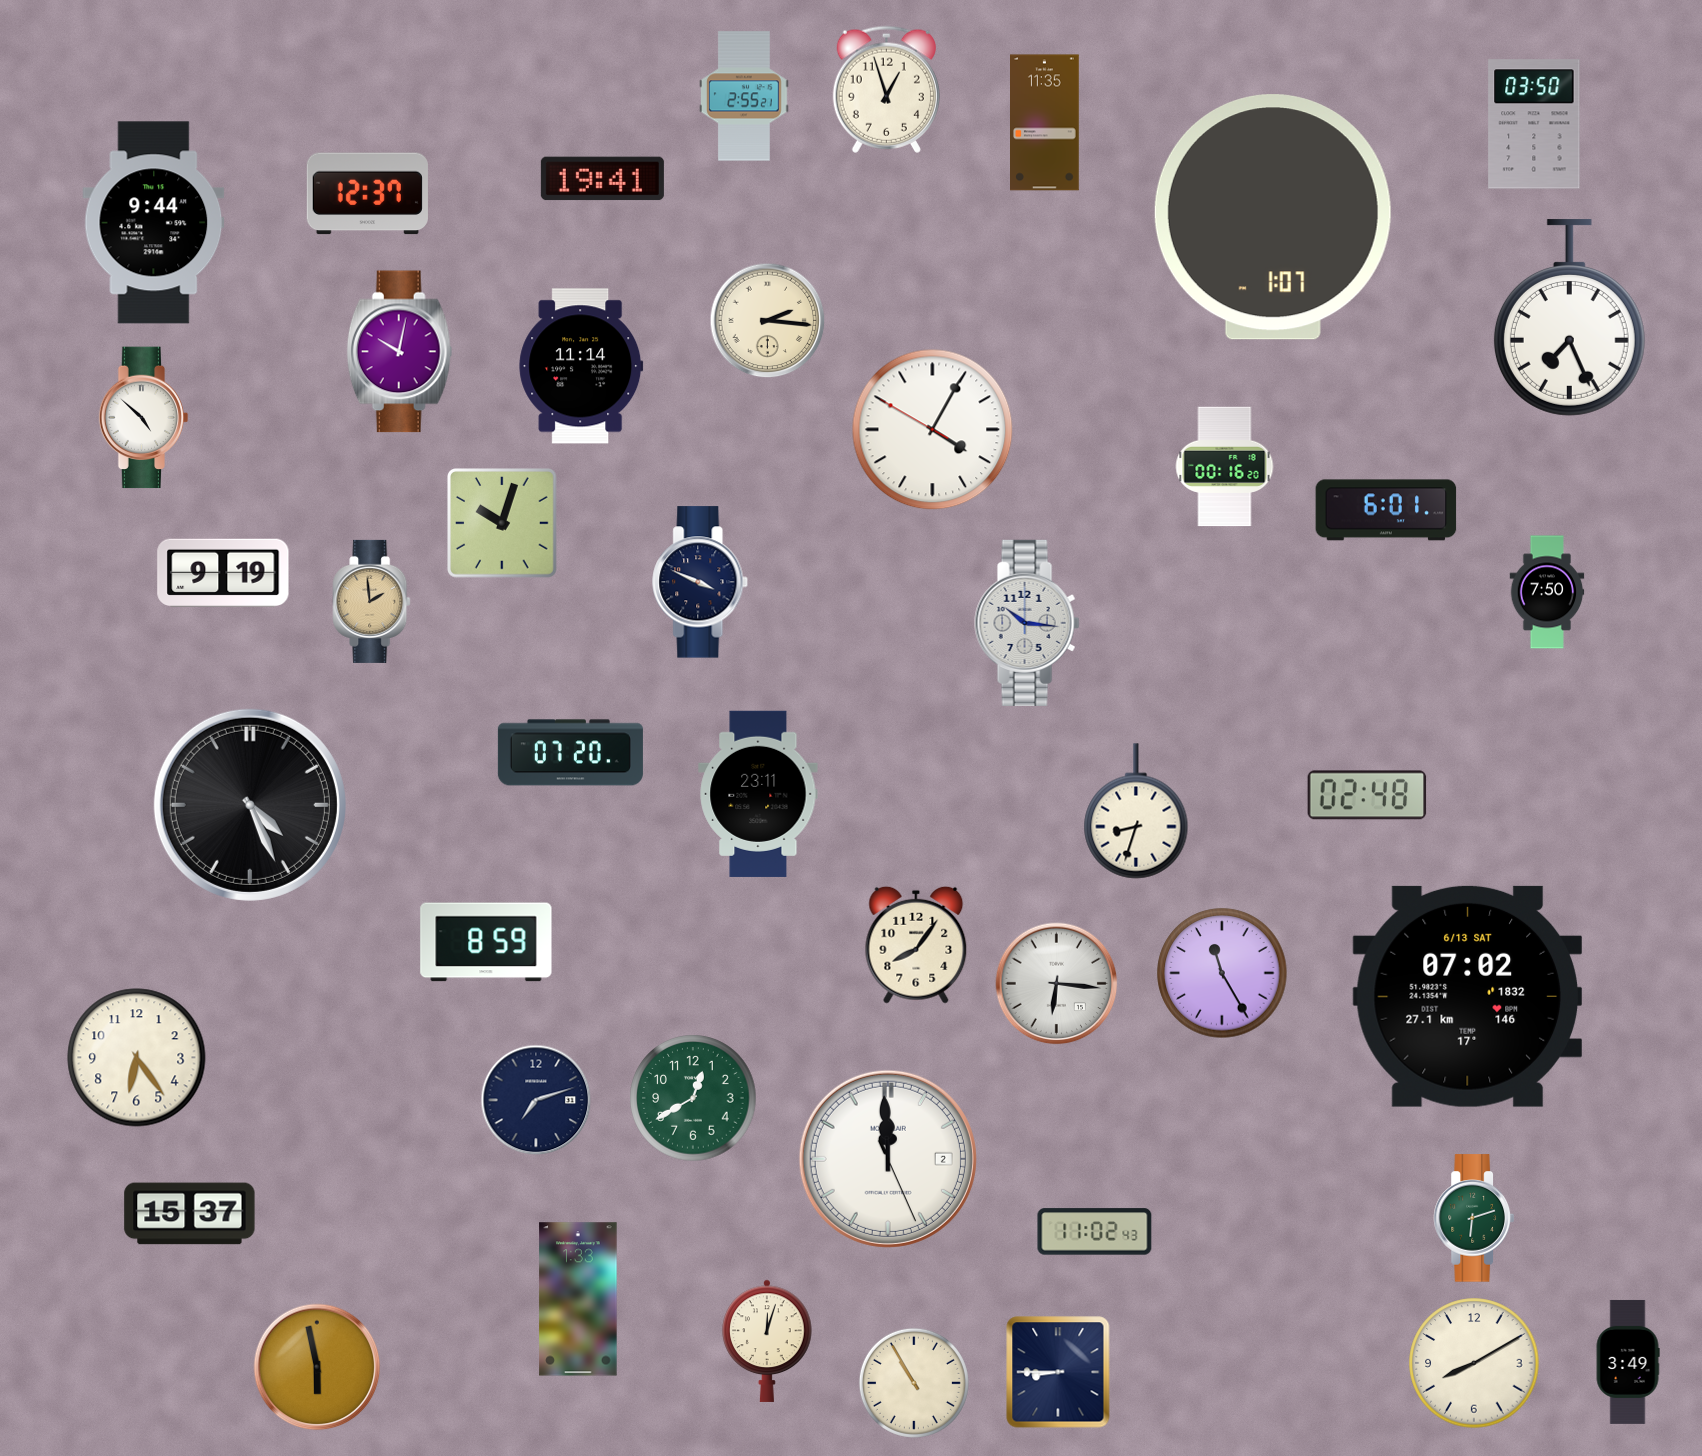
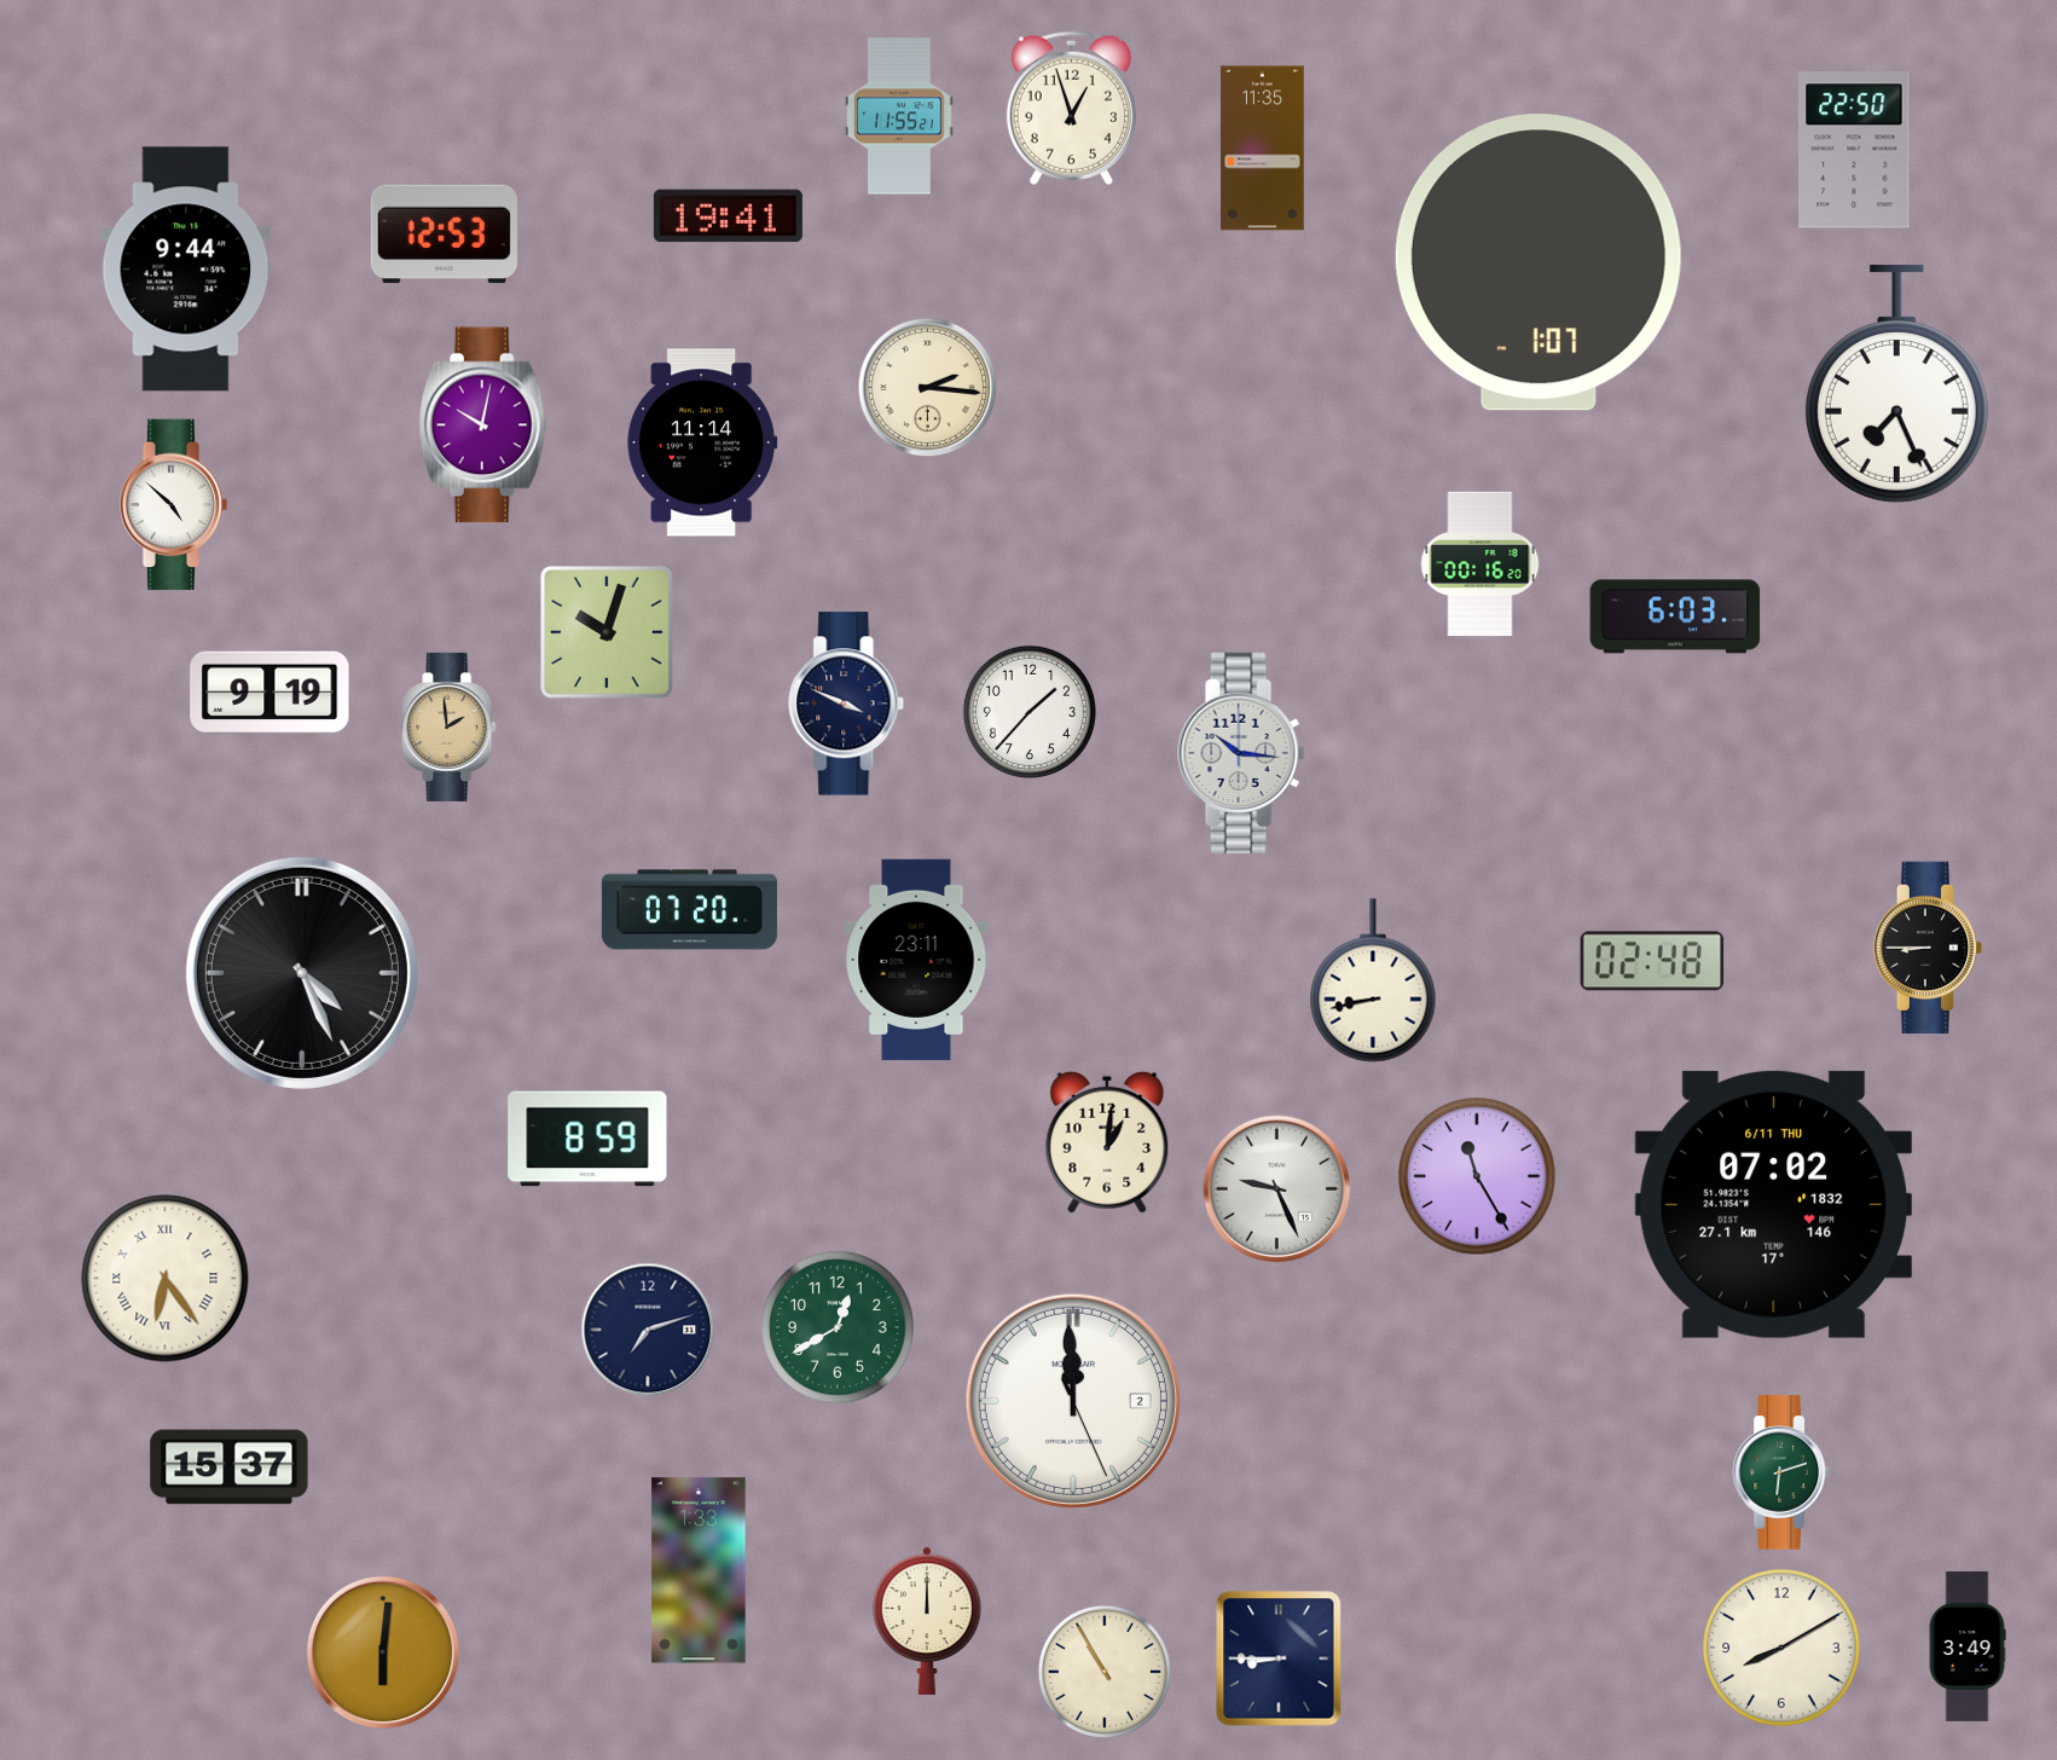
clock at (745, 96): 2:55 -> 11:55
clock at (1534, 124): 03:50 -> 22:50
clock at (367, 194): 12:37 -> 12:53
clock at (933, 430): 4:04 -> none
clock at (1386, 510): 6:01 -> 6:03
clock at (1030, 712): none -> 1:37
clock at (1547, 592): 7:50 -> none
clock at (1928, 948): none -> 8:45
clock at (1136, 811): 8:33 -> 8:43
clock at (916, 945): 8:06 -> 1:01
clock at (1057, 984): 6:16 -> 9:26
clock at (1467, 996) date: 6/13 SAT -> 6/11 THU
clock at (137, 1058) numerals: Arabic -> Roman
clock at (1095, 1232): 11:02 -> none
clock at (767, 1341): 12:03 -> 12:00
clock at (317, 1367): 5:58 -> 6:01
